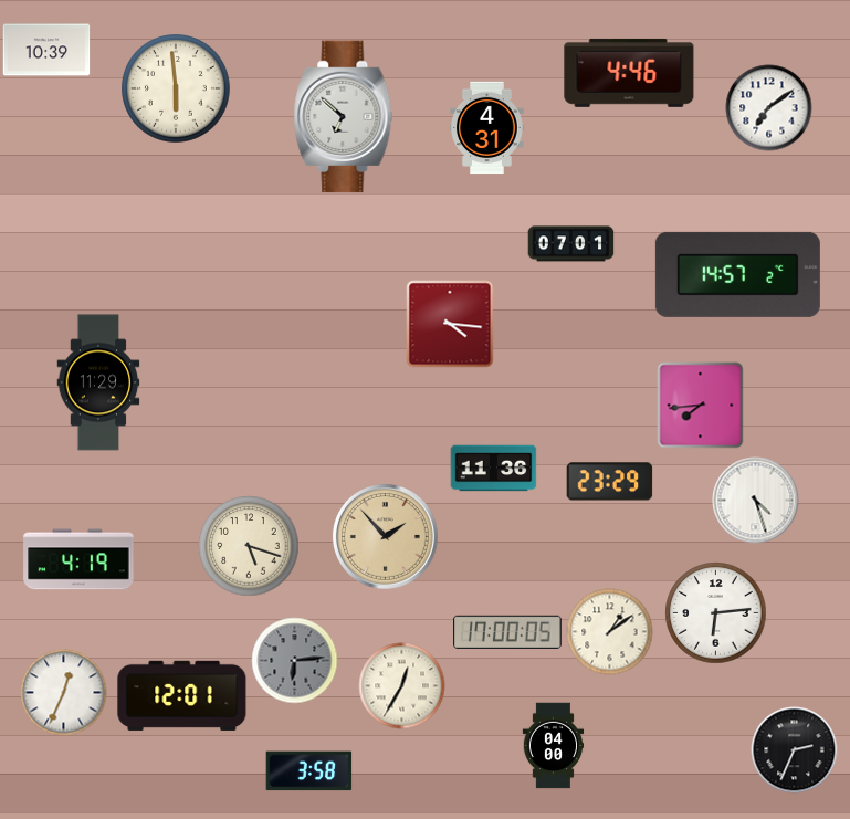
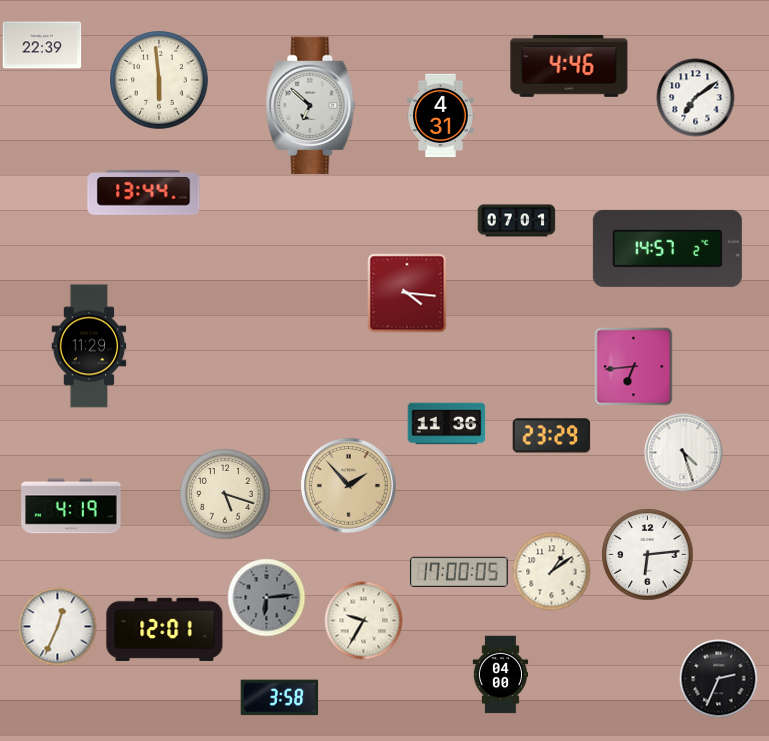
clock at (46, 50): 10:39 -> 22:39
clock at (144, 193): none -> 13:44
clock at (700, 405): 7:44 -> 6:44
clock at (401, 685): 12:35 -> 9:35
